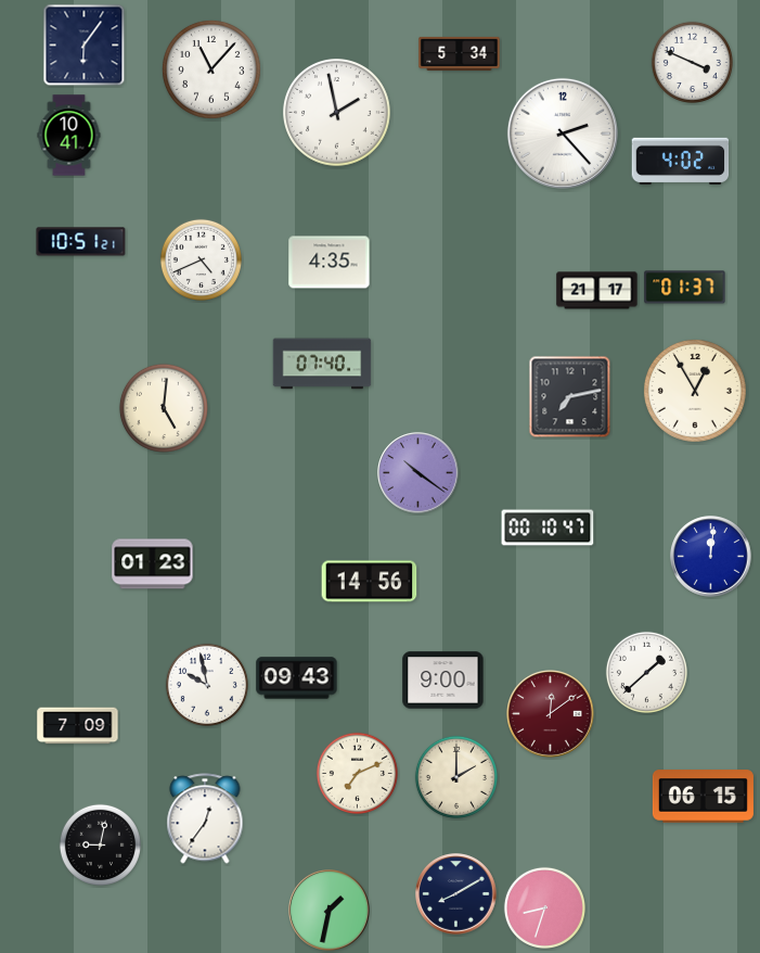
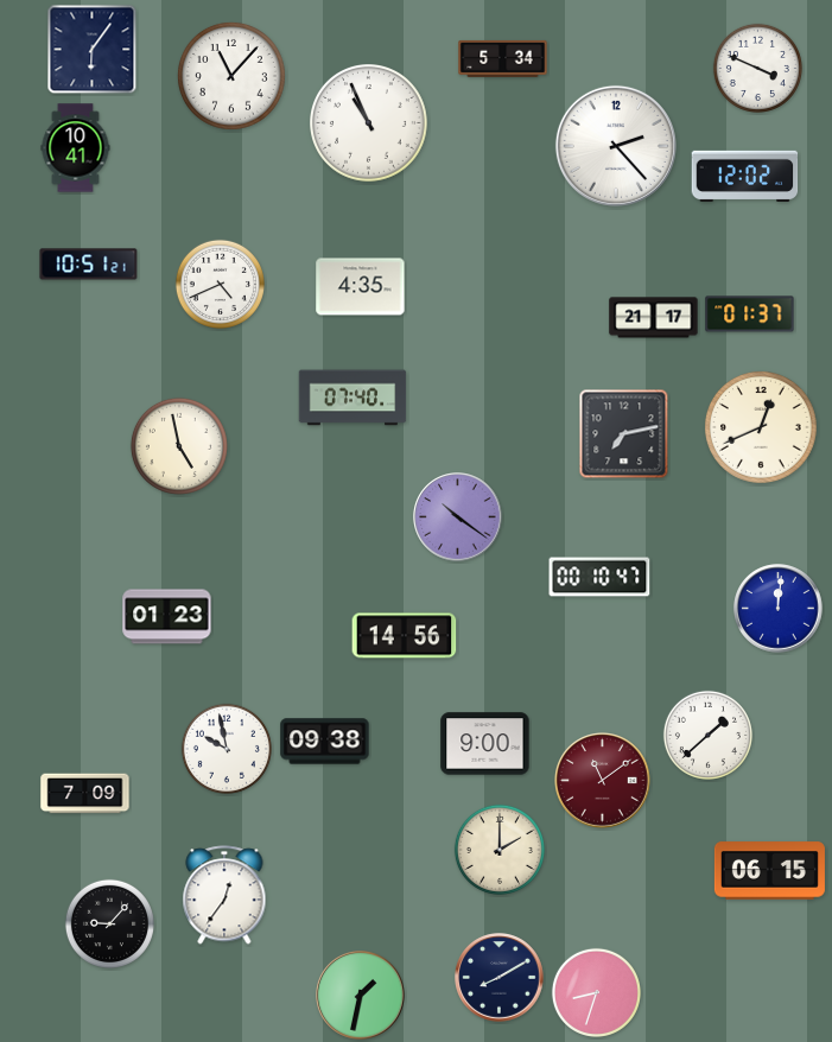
clock at (337, 113): 1:58 -> 10:56
clock at (681, 161): 4:02 -> 12:02
clock at (695, 391): 12:55 -> 12:41
clock at (164, 408): 5:01 -> 4:58
clock at (297, 678): 09:43 -> 09:38
clock at (551, 714): 12:09 -> 11:09
clock at (357, 773): 7:11 -> none
clock at (100, 844): 9:02 -> 9:07
